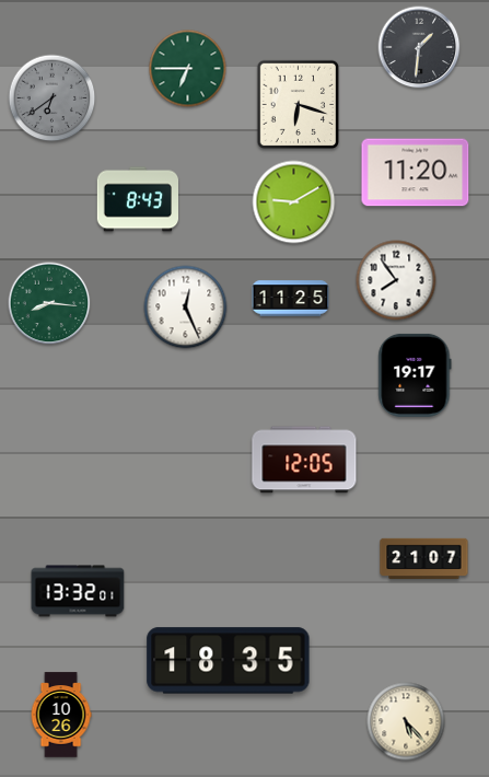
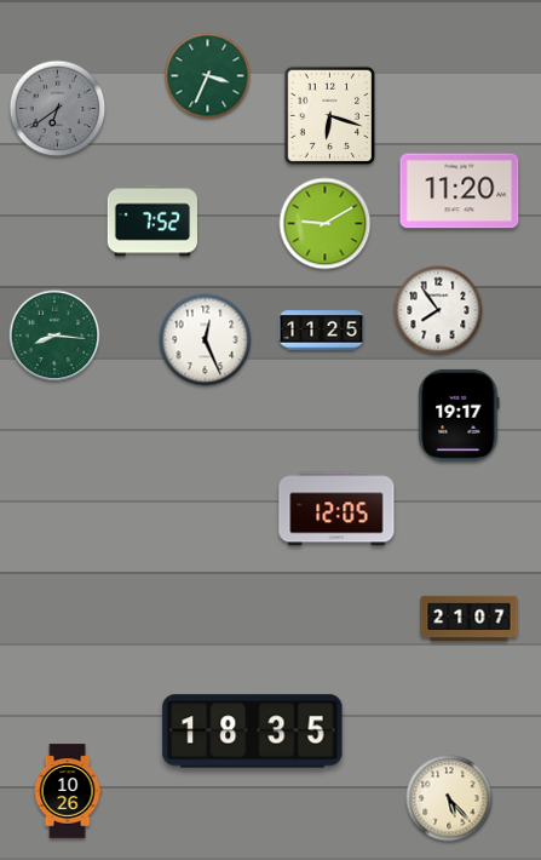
clock at (419, 47): 1:31 -> none
clock at (188, 69): 6:45 -> 3:34
clock at (137, 199): 8:43 -> 7:52
clock at (78, 591): 13:32 -> none
